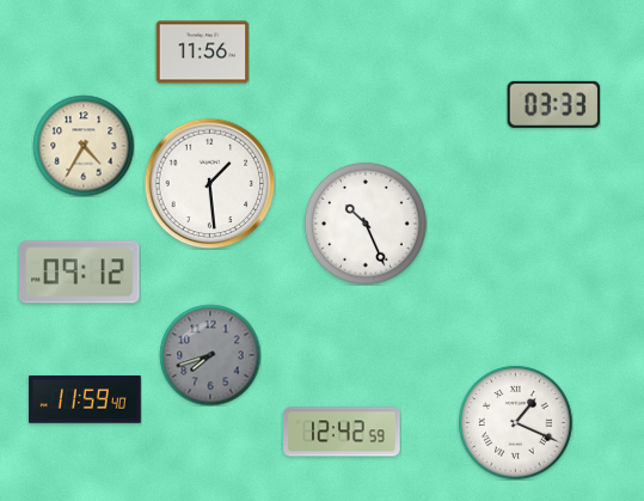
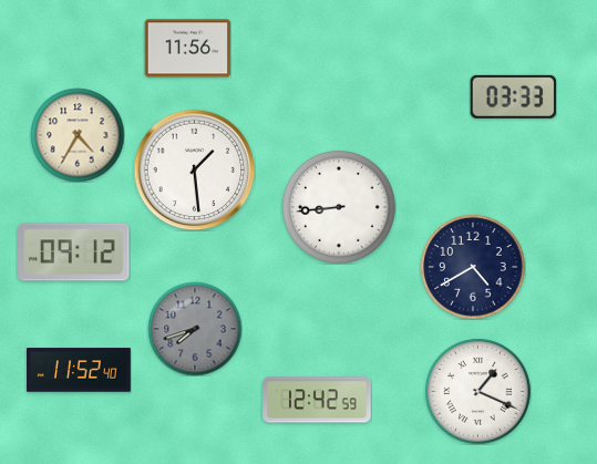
clock at (366, 224): 10:26 -> 8:44
clock at (473, 267): none -> 4:40
clock at (86, 399): 11:59 -> 11:52
